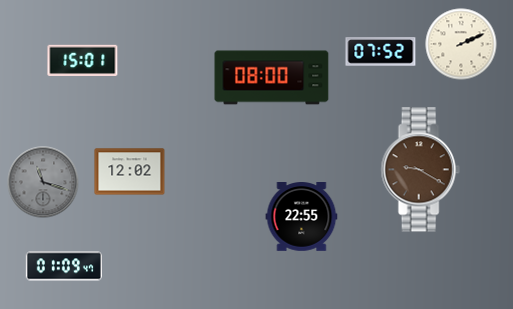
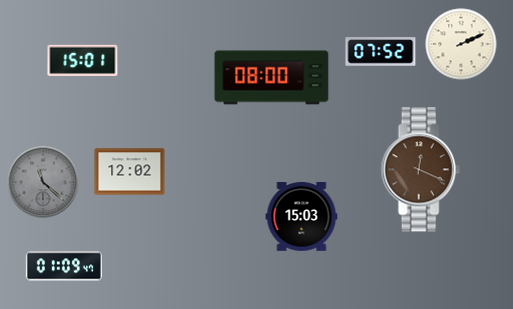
clock at (420, 170): 9:20 -> 12:19
clock at (43, 182): 11:18 -> 11:22
clock at (302, 217): 22:55 -> 15:03
